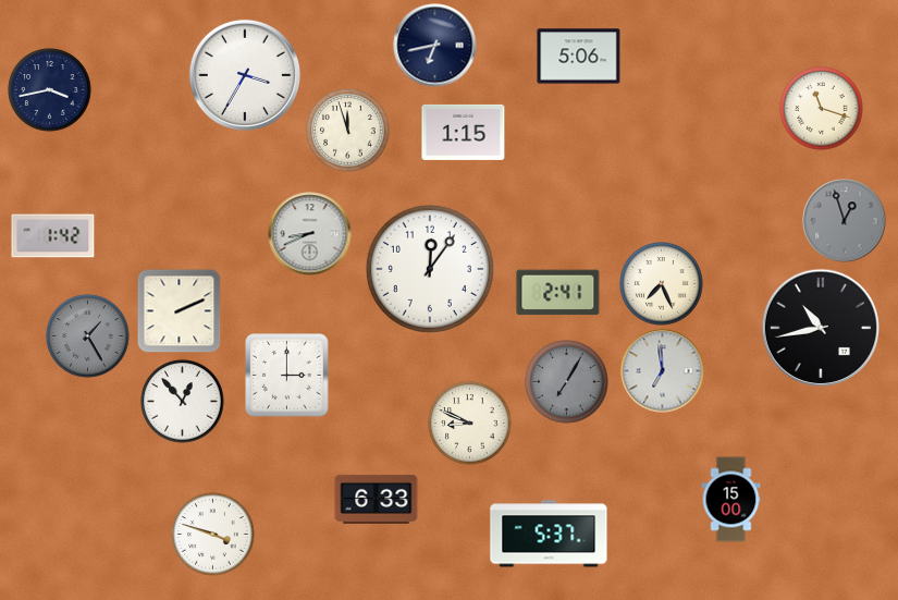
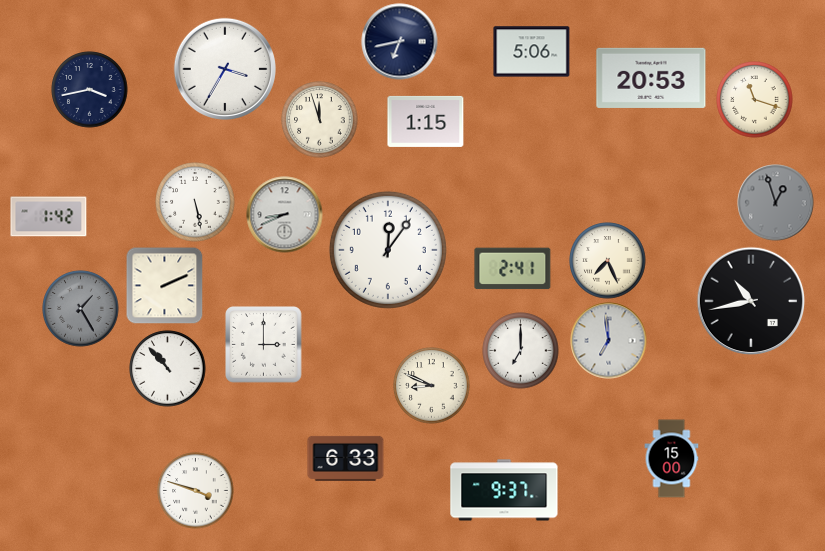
clock at (651, 78): none -> 20:53
clock at (50, 90) position: (50, 90) -> (90, 90)
clock at (195, 202): none -> 5:28
clock at (430, 269) position: (430, 269) -> (388, 250)
clock at (821, 328) position: (821, 328) -> (751, 301)
clock at (567, 382): 7:05 -> 7:00
clock at (567, 382) dial: grey -> white
clock at (183, 402): 12:53 -> 10:53
clock at (470, 424) position: (470, 424) -> (432, 386)
clock at (549, 534): 5:37 -> 9:37
